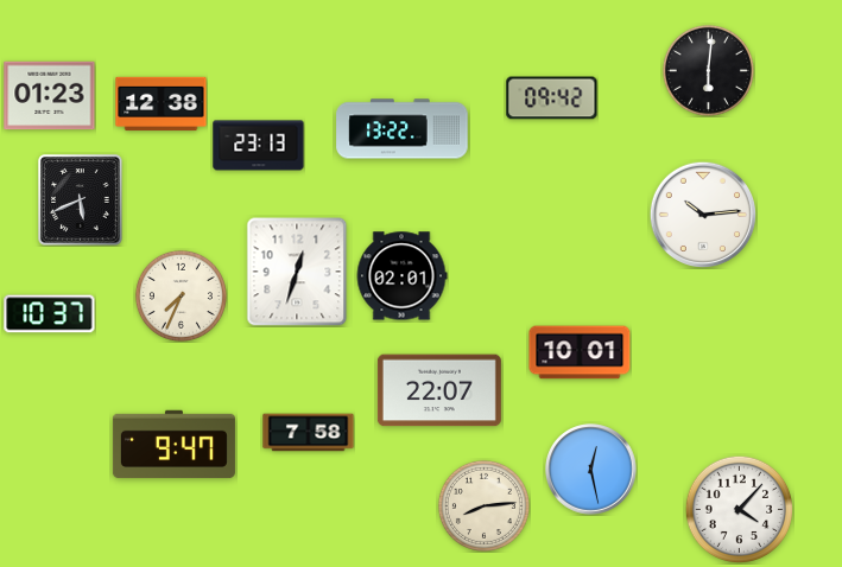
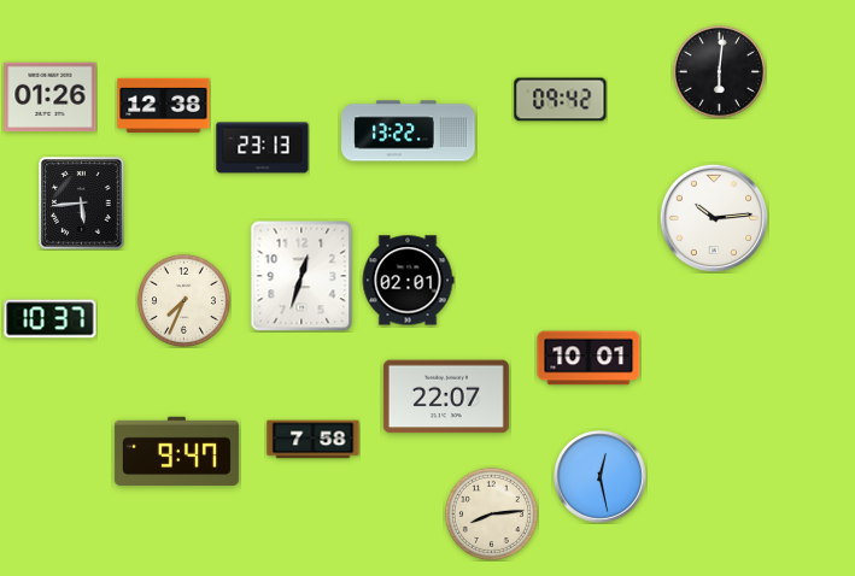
clock at (50, 96): 01:23 -> 01:26
clock at (81, 200): 5:41 -> 5:44
clock at (739, 509): 4:07 -> none
